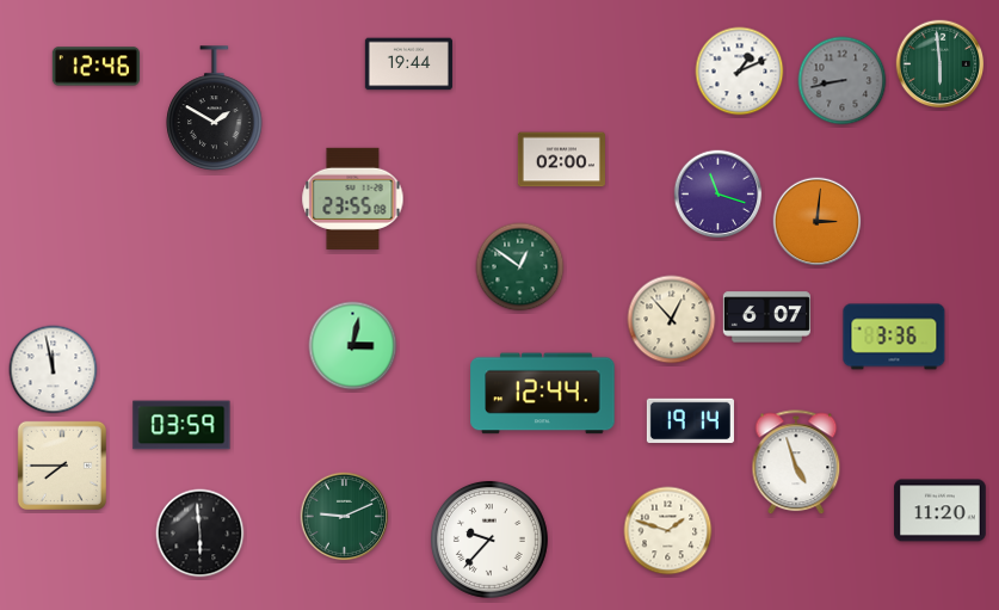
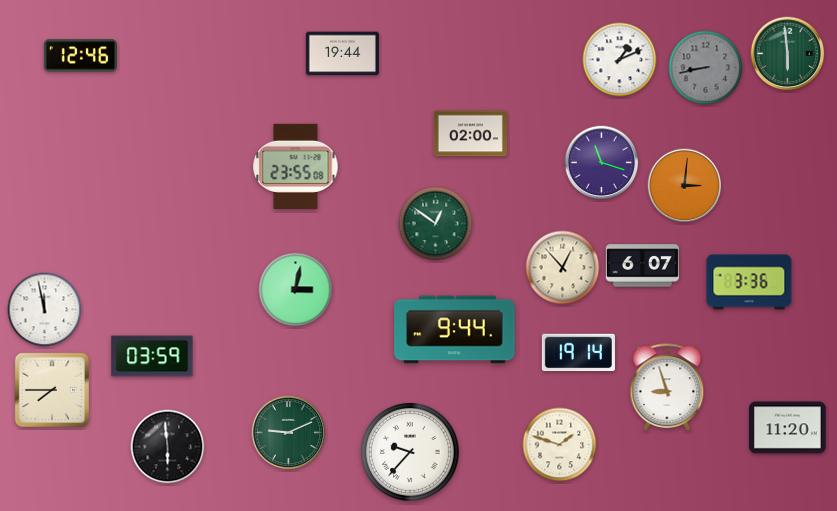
clock at (215, 109): 1:50 -> none
clock at (543, 394): 12:44 -> 9:44
clock at (796, 463): 4:57 -> 8:57
